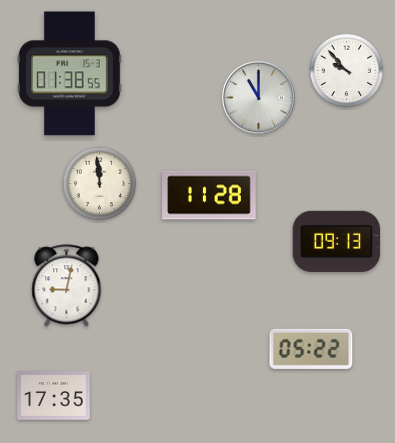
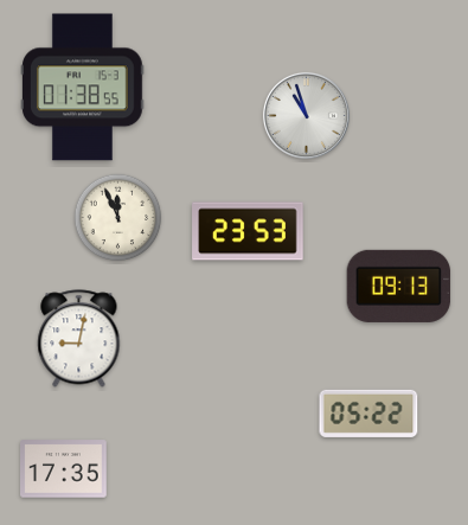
clock at (347, 71): 9:53 -> none
clock at (258, 97): 11:00 -> 10:57
clock at (100, 184): 11:59 -> 11:56
clock at (209, 195): 11:28 -> 23:53
